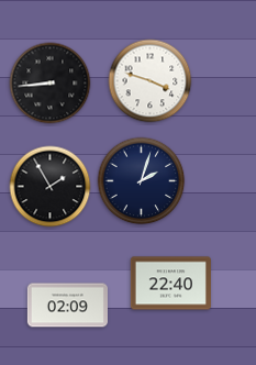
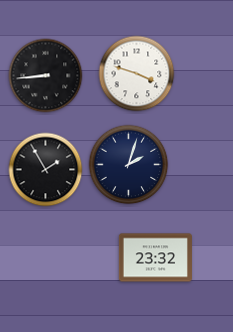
clock at (170, 284): 22:40 -> 23:32
clock at (67, 306): 02:09 -> none
